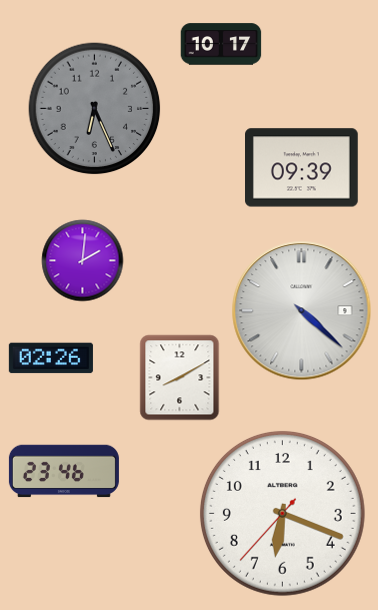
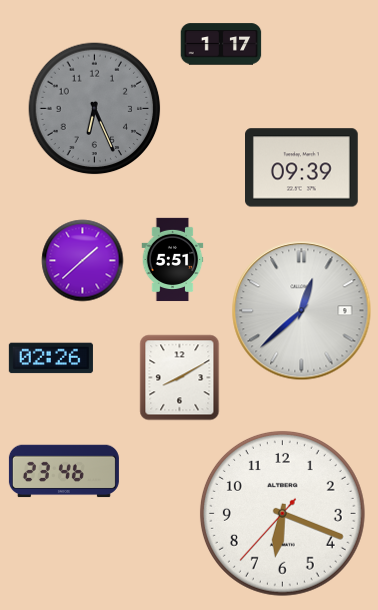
clock at (221, 44): 10:17 -> 1:17
clock at (173, 260): none -> 5:51
clock at (83, 261): 2:01 -> 1:38
clock at (302, 311): 4:22 -> 12:38
